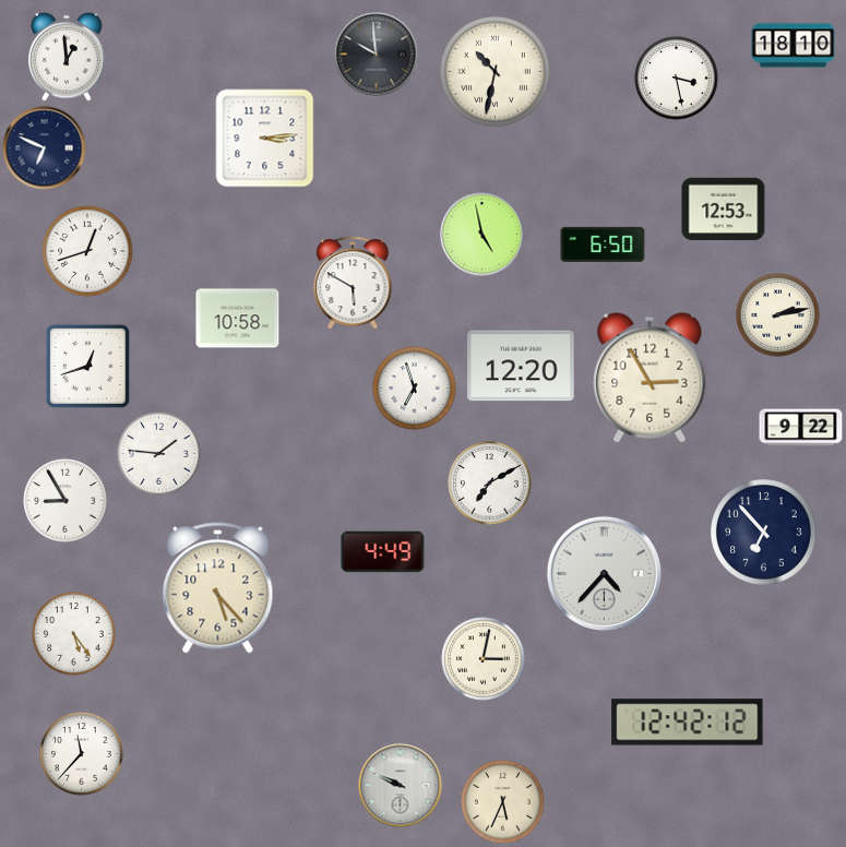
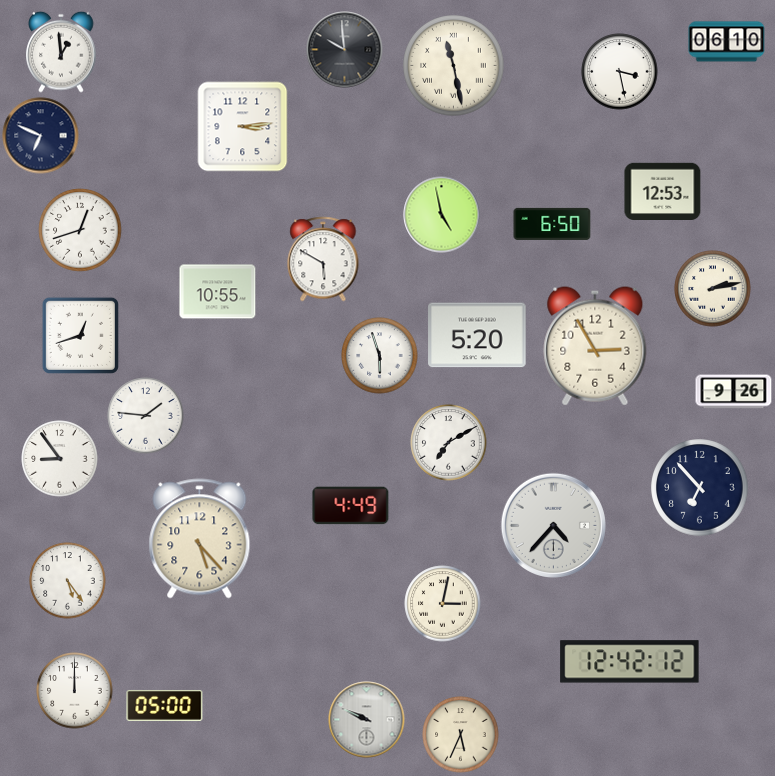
clock at (794, 46): 18:10 -> 06:10
clock at (496, 72): 10:32 -> 11:28
clock at (238, 319): 10:58 -> 10:55
clock at (521, 366): 12:20 -> 5:20
clock at (415, 389): 6:57 -> 5:57
clock at (801, 428): 9:22 -> 9:26
clock at (65, 501): 8:55 -> 8:54
clock at (82, 754): 11:37 -> 12:00
clock at (165, 705): none -> 05:00
